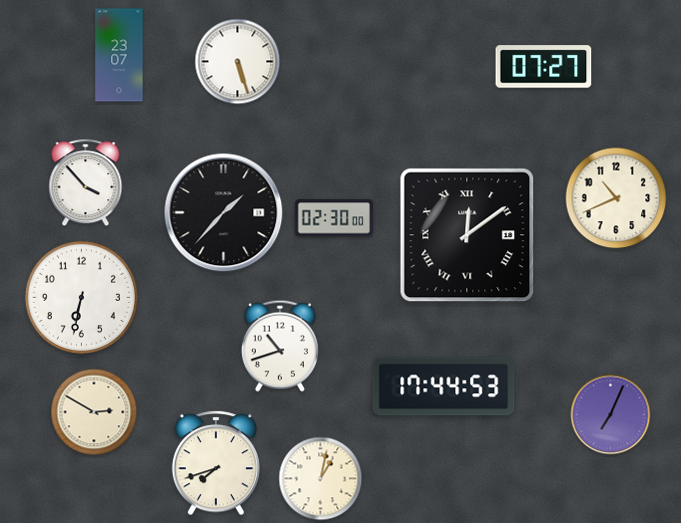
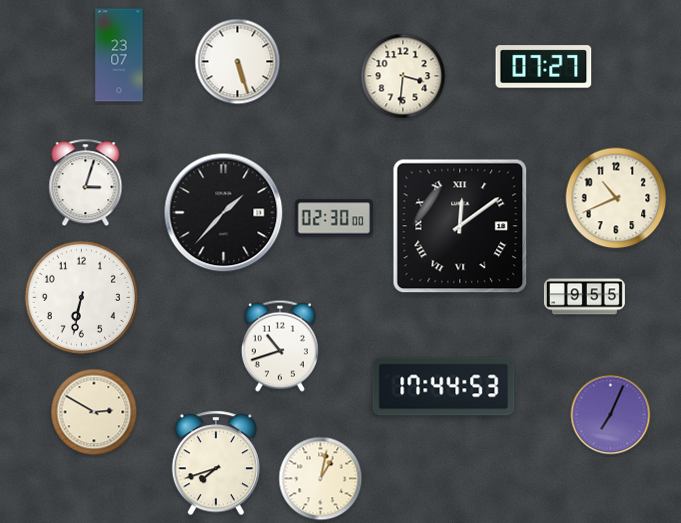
clock at (403, 76): none -> 3:31
clock at (86, 183): 3:53 -> 3:03
clock at (467, 235) position: (467, 235) -> (460, 226)
clock at (584, 297): none -> 9:55
